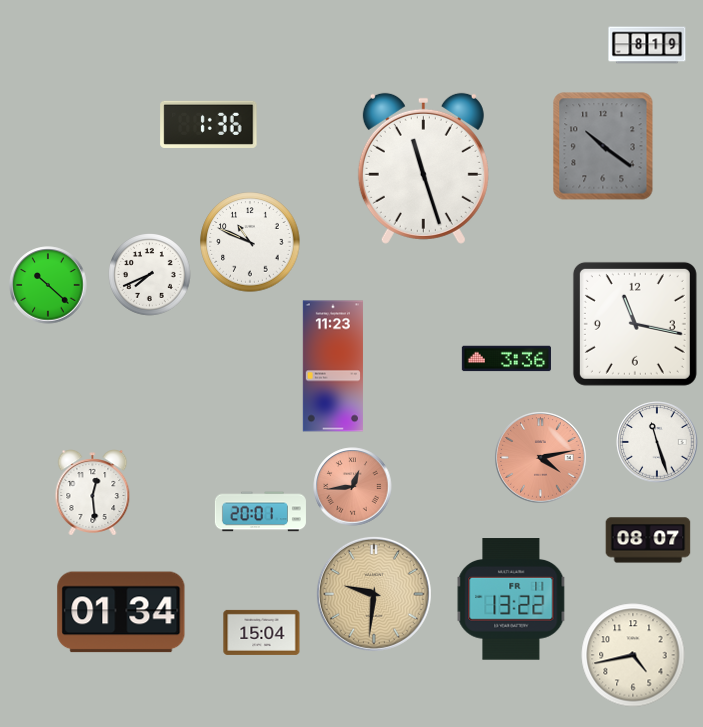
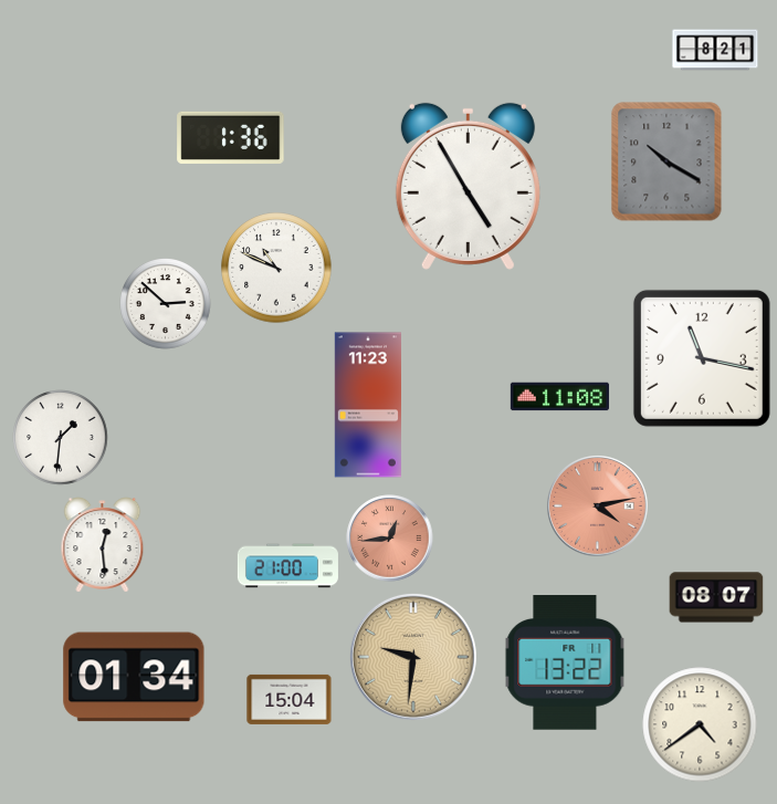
clock at (647, 45): 8:19 -> 8:21
clock at (603, 146): 10:21 -> 10:20
clock at (423, 168): 11:27 -> 4:55
clock at (150, 275): 7:41 -> 2:52
clock at (48, 285): 10:22 -> none
clock at (506, 359): 3:36 -> 11:08
clock at (61, 438): none -> 1:31
clock at (657, 442): 11:27 -> none
clock at (260, 512): 20:01 -> 21:00
clock at (633, 655): 4:43 -> 4:39
